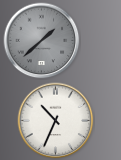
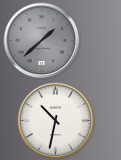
clock at (56, 121): 10:34 -> 10:32
